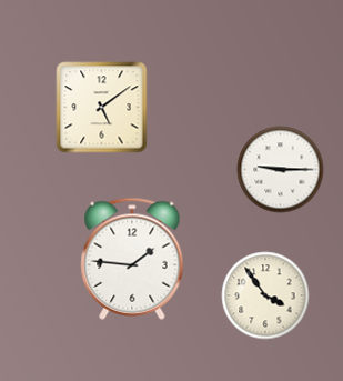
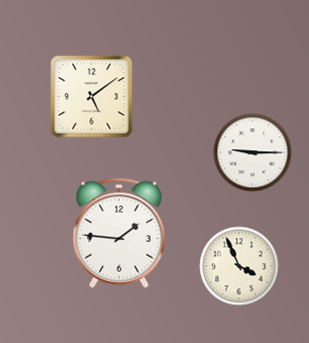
clock at (265, 295): 3:54 -> 3:56
